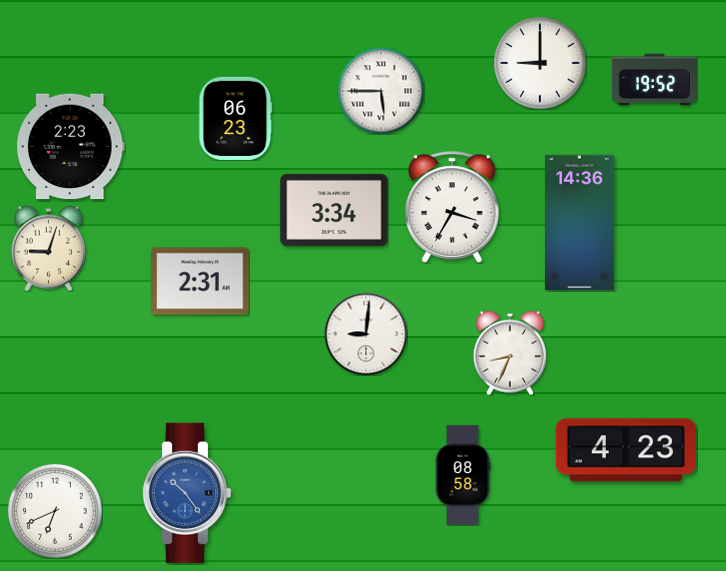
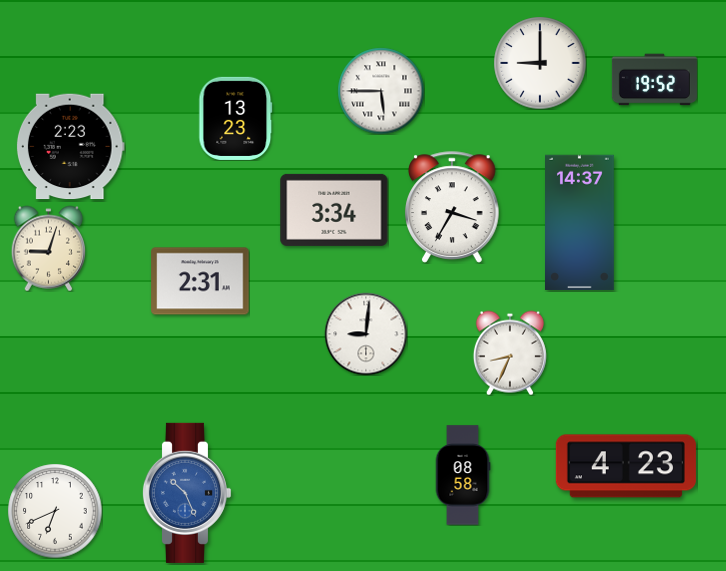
clock at (236, 118): 06:23 -> 13:23
clock at (580, 223): 14:36 -> 14:37
clock at (626, 450) position: (626, 450) -> (626, 466)
clock at (186, 493): 10:24 -> 10:26
